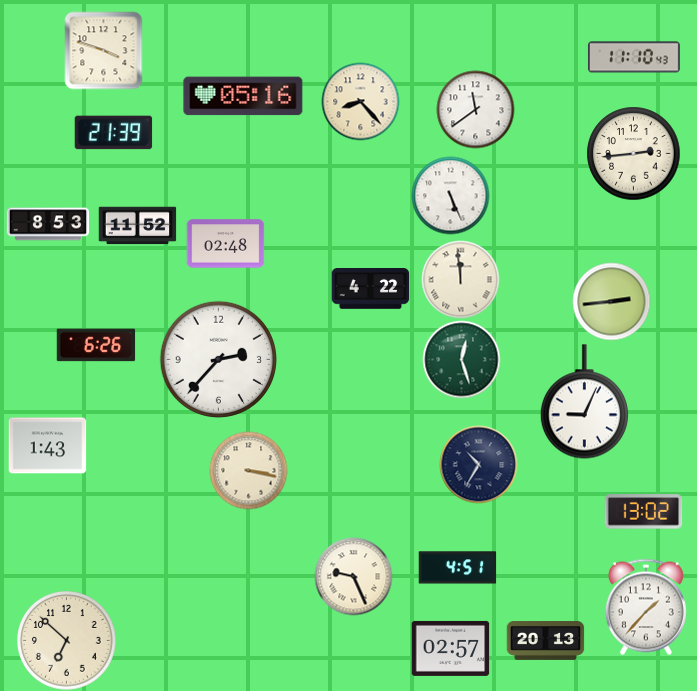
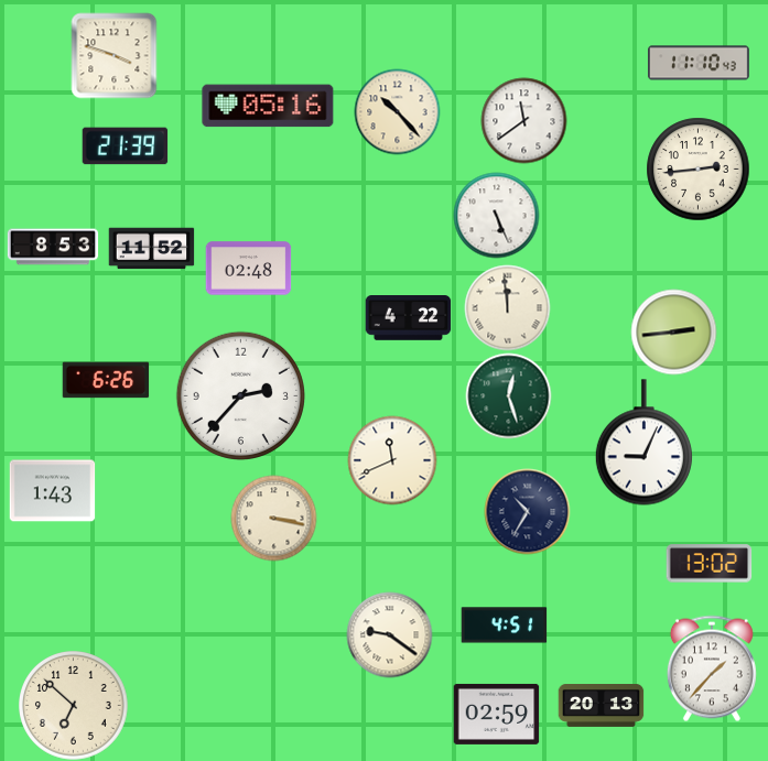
clock at (360, 101): 8:23 -> 10:23
clock at (392, 460): none -> 11:41
clock at (353, 576): 9:26 -> 9:21
clock at (450, 648): 02:57 -> 02:59
